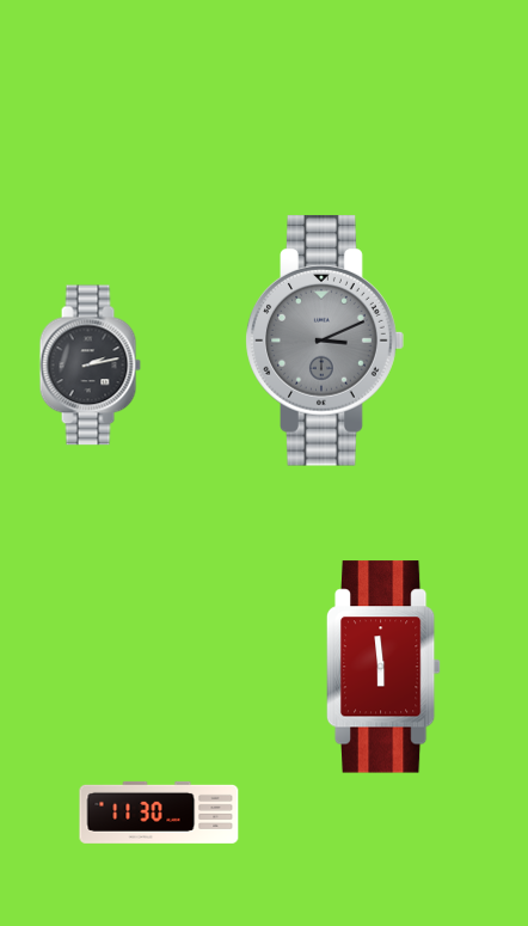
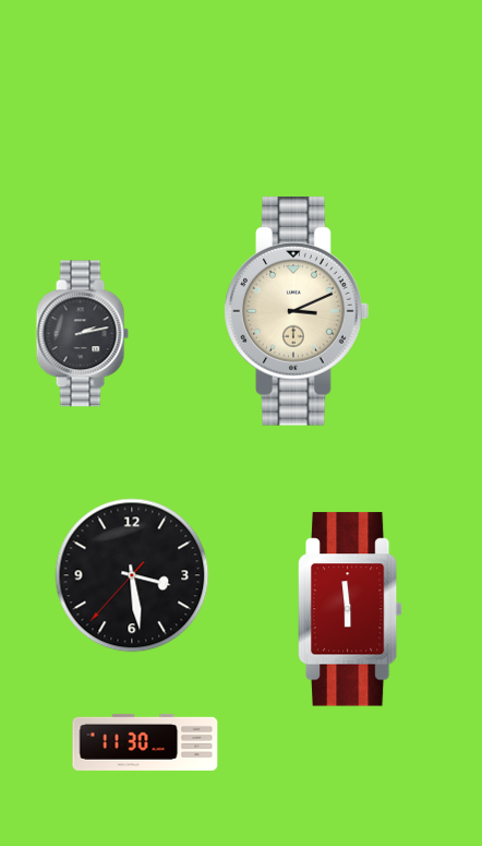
clock at (325, 341) dial: grey -> cream
clock at (132, 575): none -> 3:28
